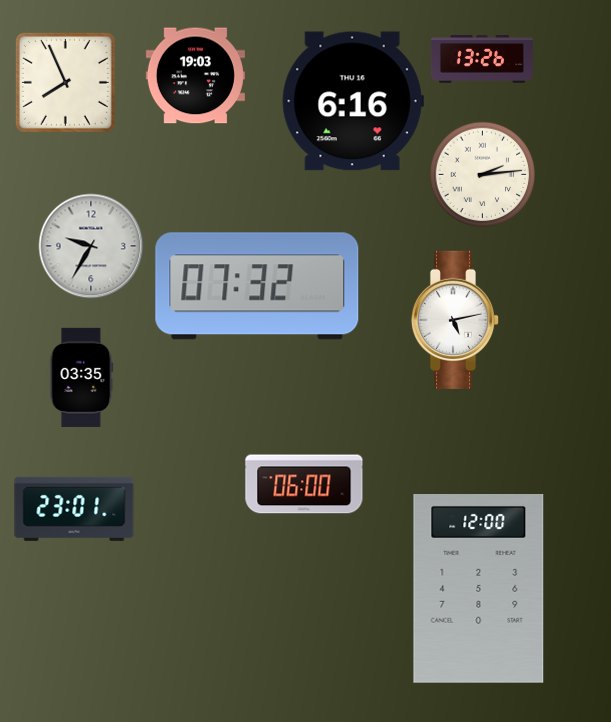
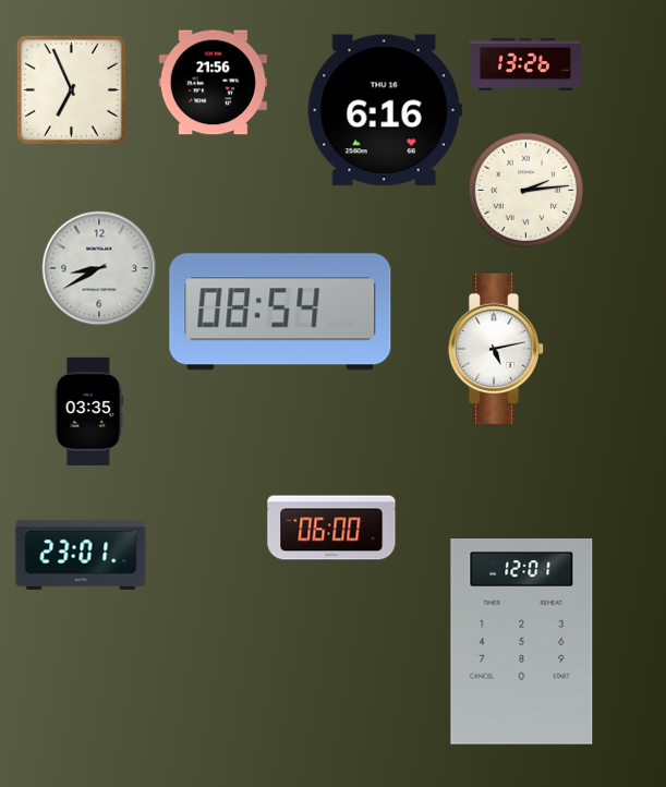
clock at (195, 76): 19:03 -> 21:56
clock at (65, 82): 7:56 -> 6:56
clock at (91, 246): 9:35 -> 8:40
clock at (257, 286): 07:32 -> 08:54
clock at (479, 589): 12:00 -> 12:01
